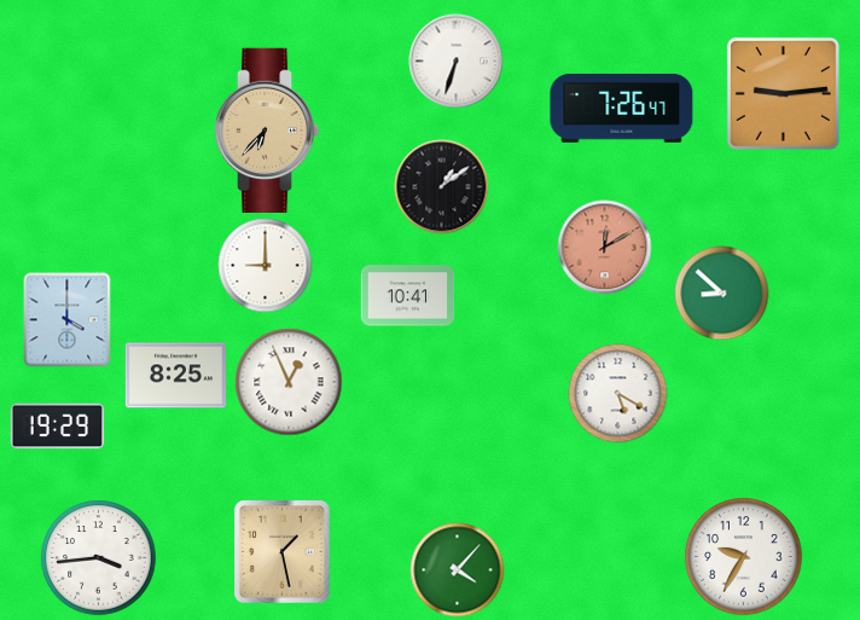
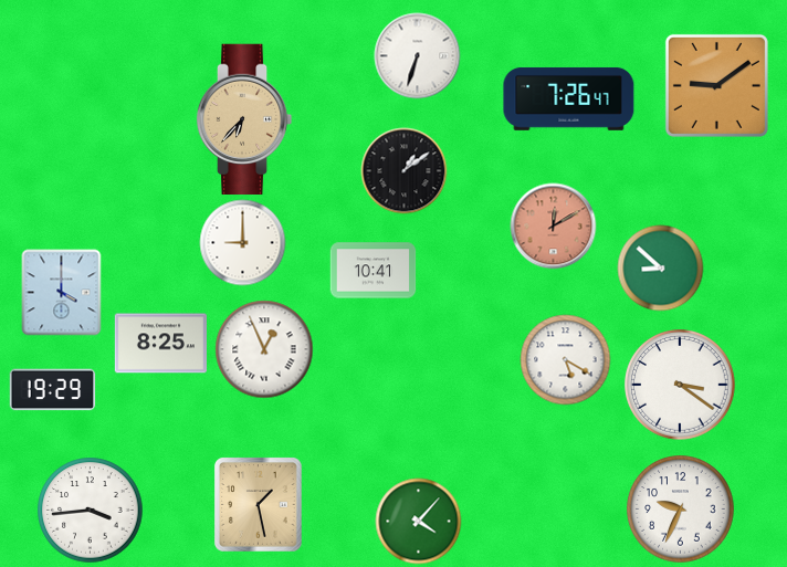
clock at (783, 93): 9:14 -> 9:09
clock at (680, 385): none -> 3:21
clock at (744, 557): 9:35 -> 9:34
